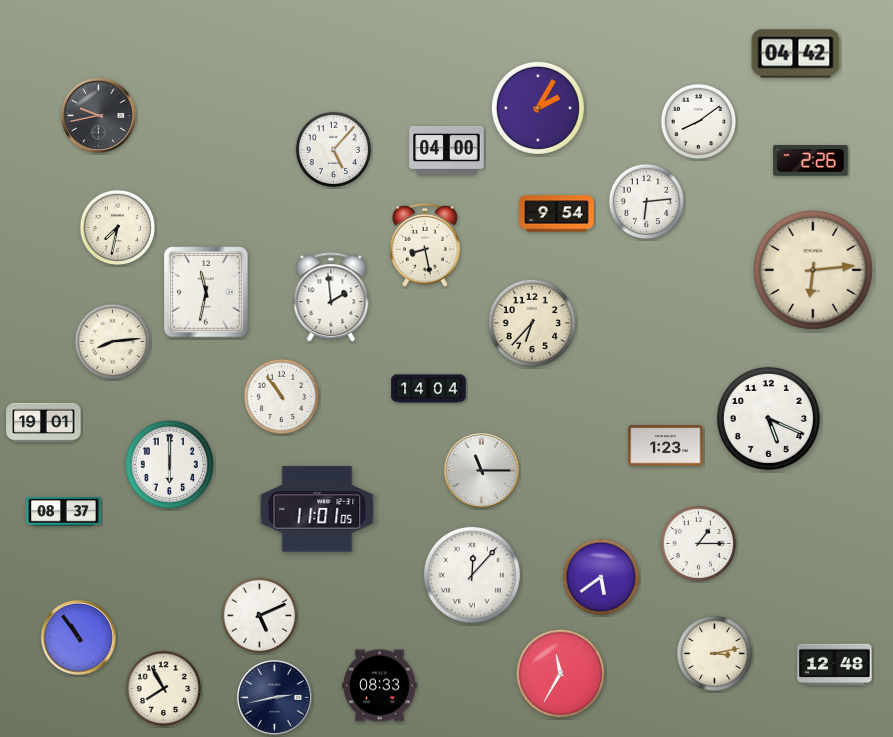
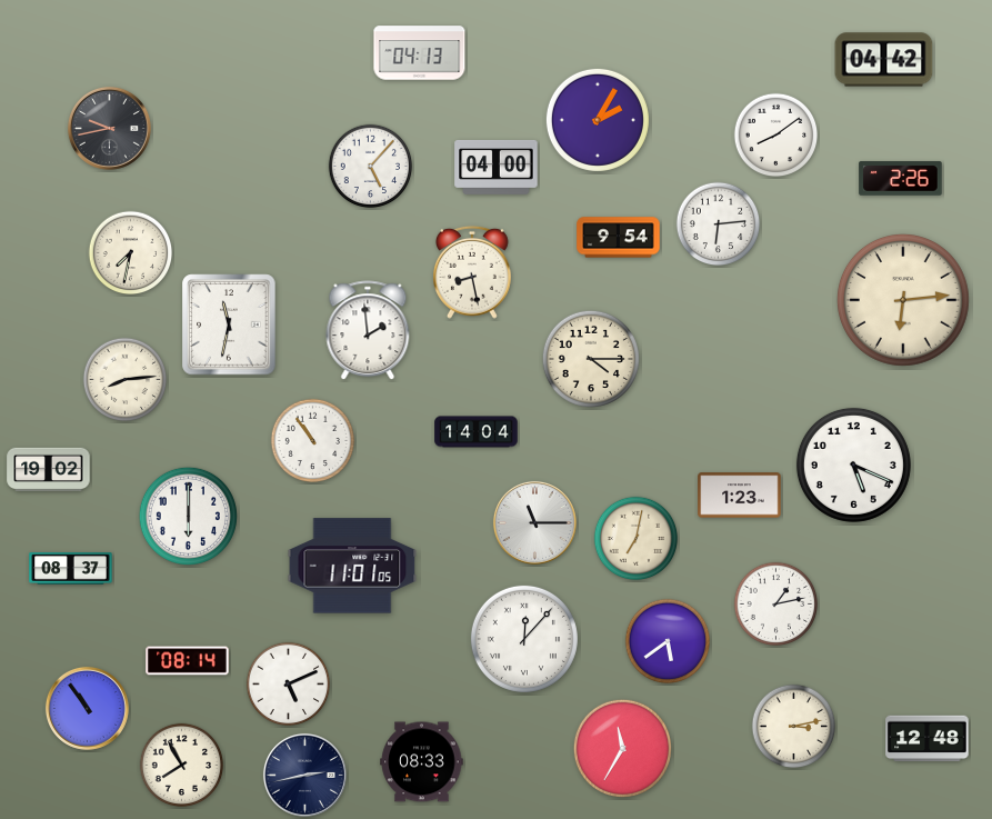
clock at (420, 53): none -> 04:13
clock at (532, 323): 6:37 -> 4:15
clock at (44, 423): 19:01 -> 19:02
clock at (637, 539): none -> 7:02
clock at (699, 544): 1:15 -> 1:13
clock at (188, 661): none -> 08:14
